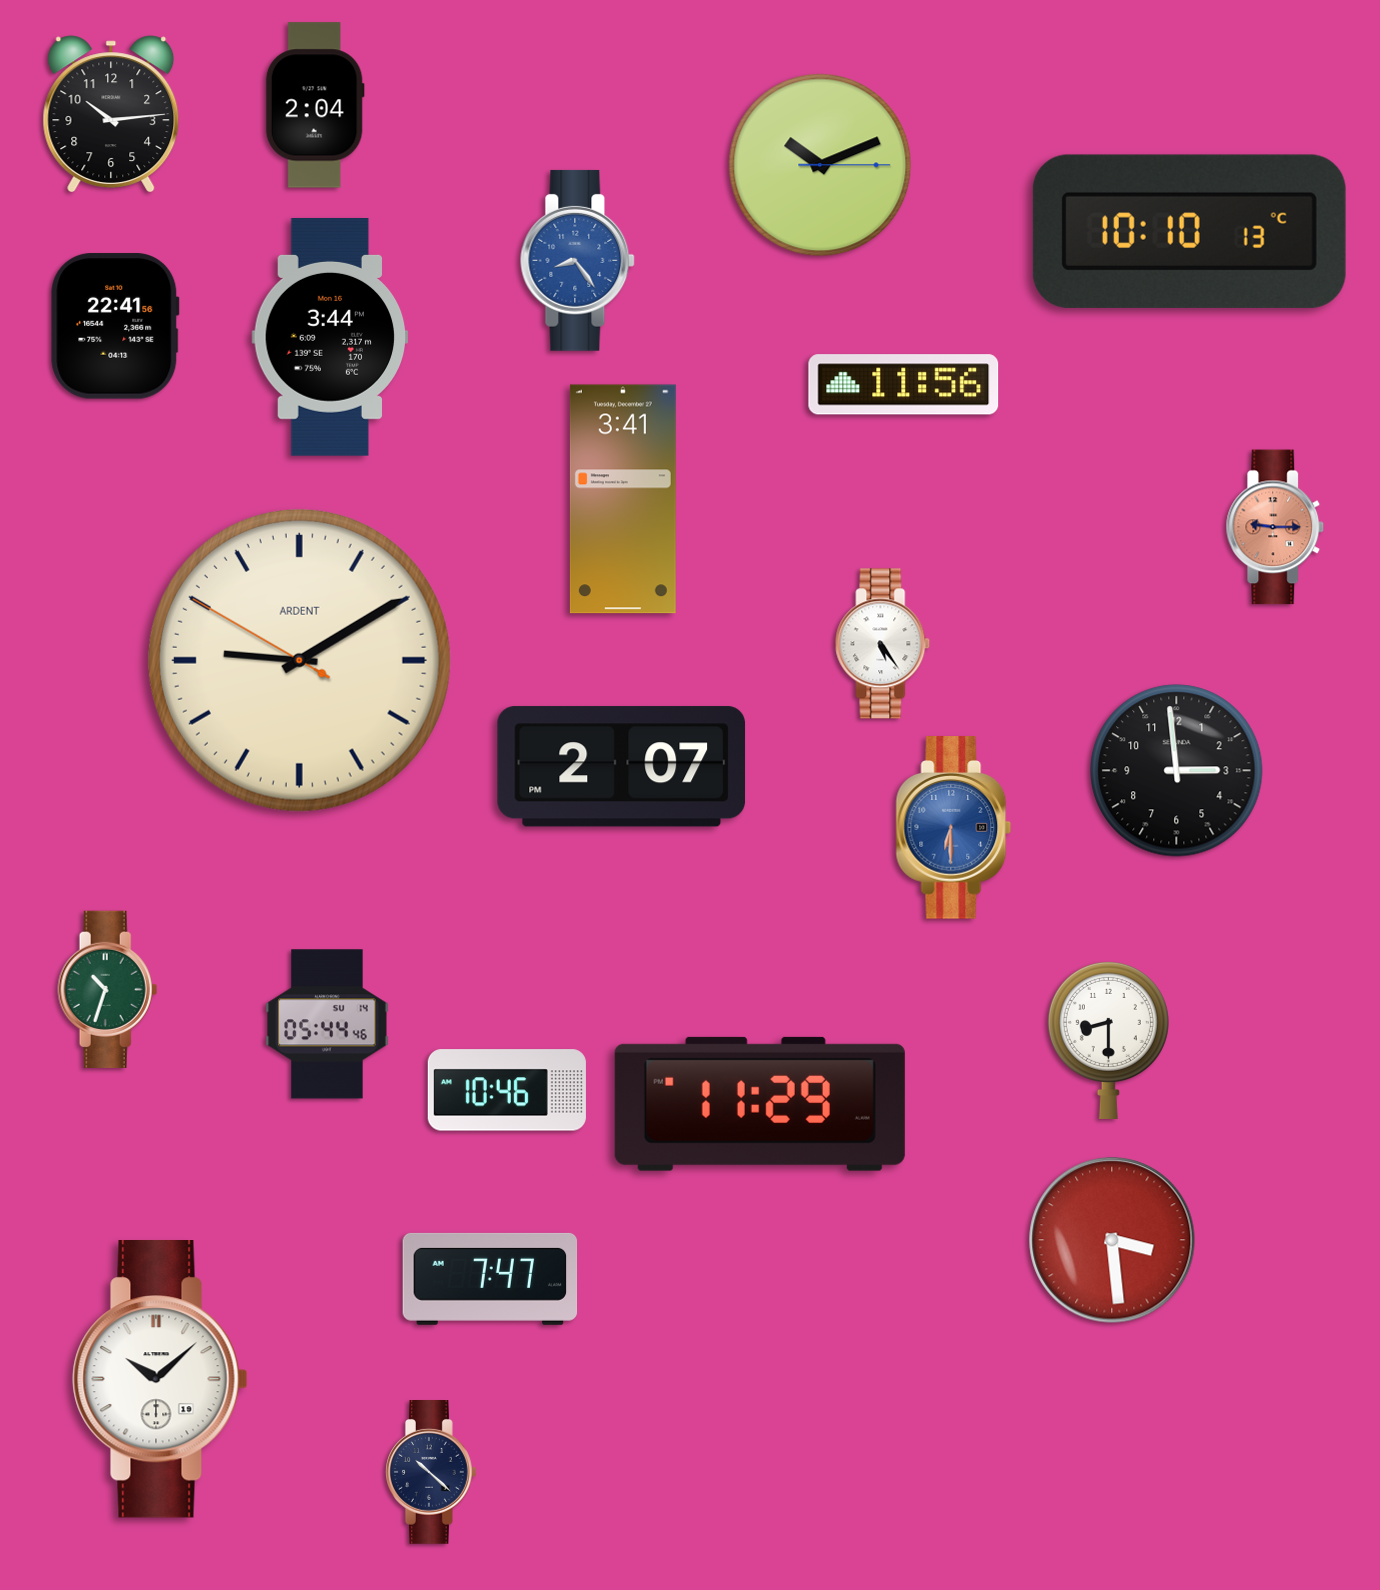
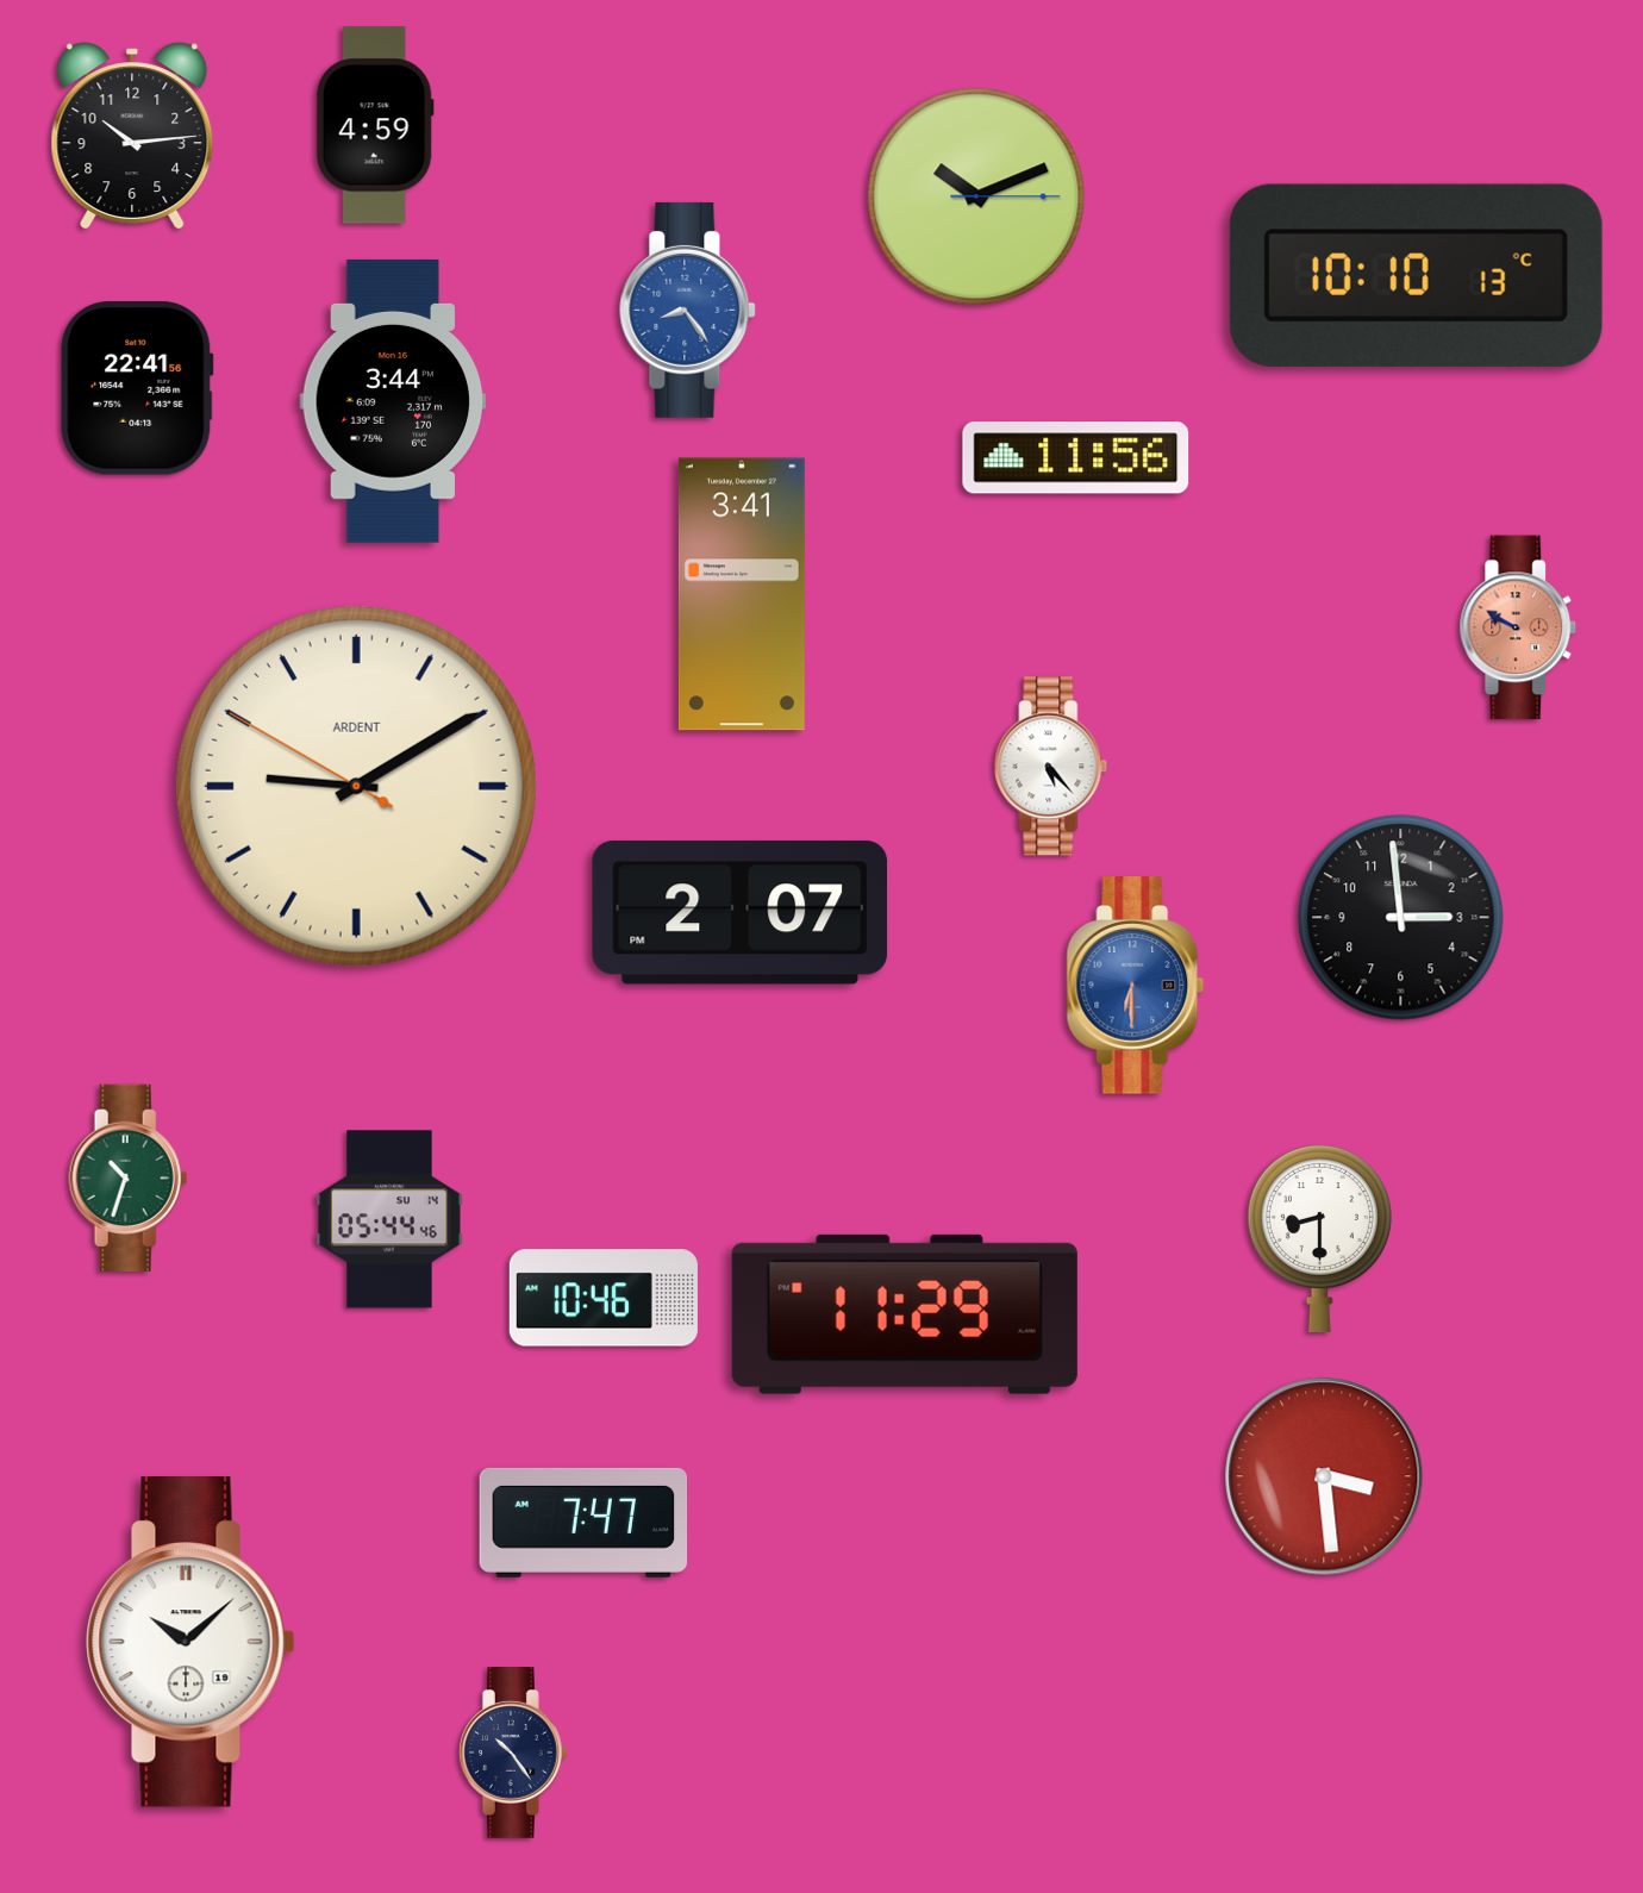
clock at (315, 105): 2:04 -> 4:59
clock at (1275, 527): 9:15 -> 9:50
clock at (883, 644): 5:24 -> 5:23
clock at (432, 1473): 10:22 -> 10:24
